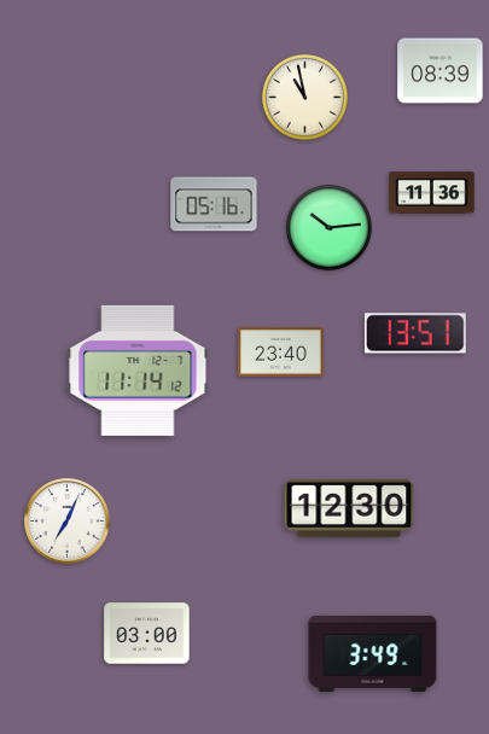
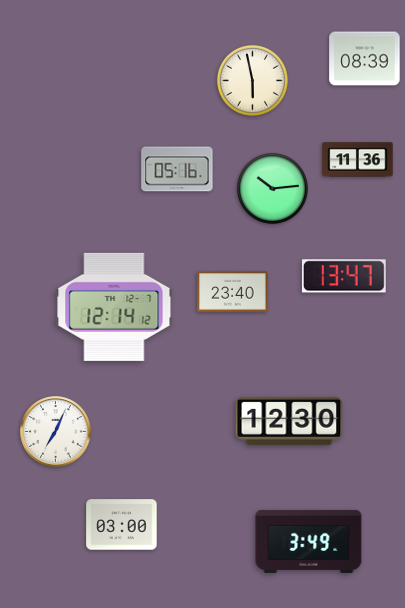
clock at (304, 97): 10:58 -> 5:58
clock at (415, 333): 13:51 -> 13:47
clock at (138, 371): 11:14 -> 12:14
